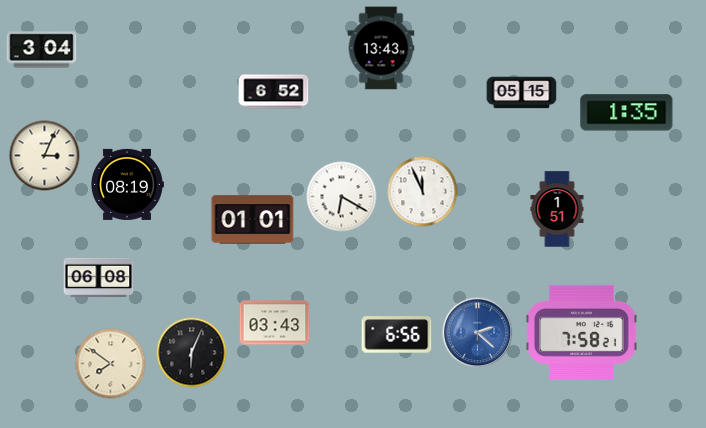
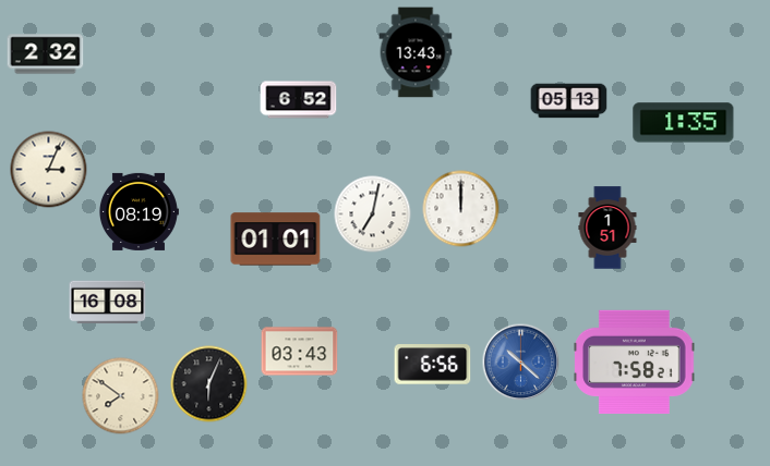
clock at (42, 50): 3:04 -> 2:32
clock at (522, 93): 05:15 -> 05:13
clock at (127, 184) position: (127, 184) -> (139, 211)
clock at (423, 192): 11:56 -> 12:00
clock at (342, 197): 6:20 -> 7:02
clock at (99, 278): 06:08 -> 16:08
clock at (478, 333): 2:22 -> 10:22
